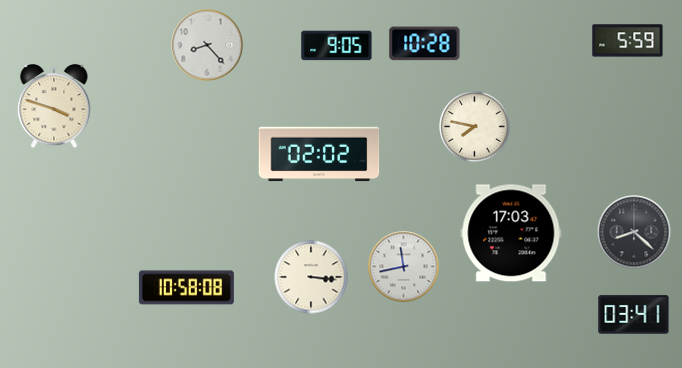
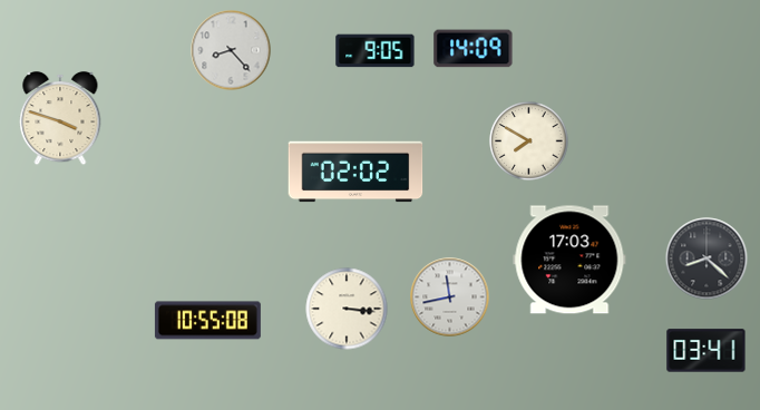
clock at (628, 41): 5:59 -> none
clock at (425, 44): 10:28 -> 14:09
clock at (475, 127): 7:47 -> 7:50
clock at (186, 288): 10:58 -> 10:55
